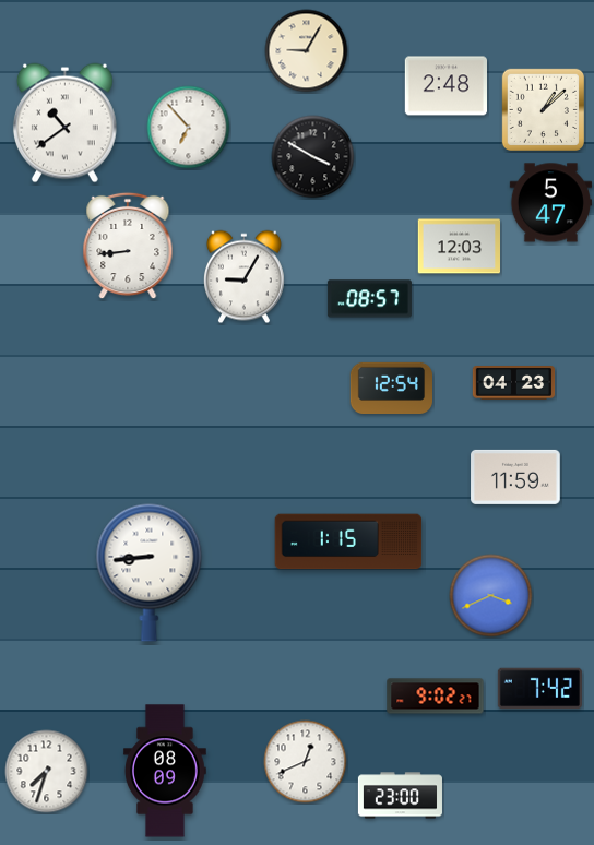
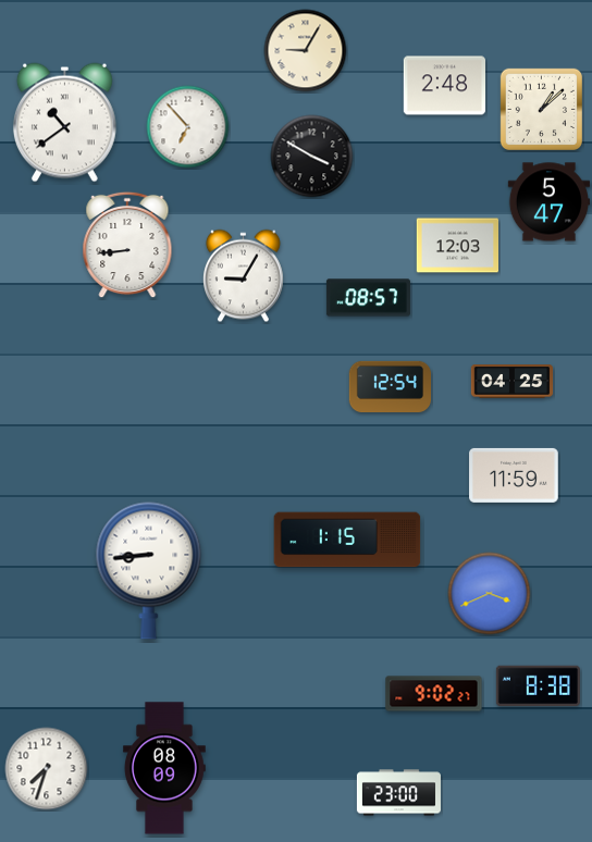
clock at (514, 383): 04:23 -> 04:25
clock at (539, 689): 7:42 -> 8:38
clock at (306, 762): 12:41 -> none
